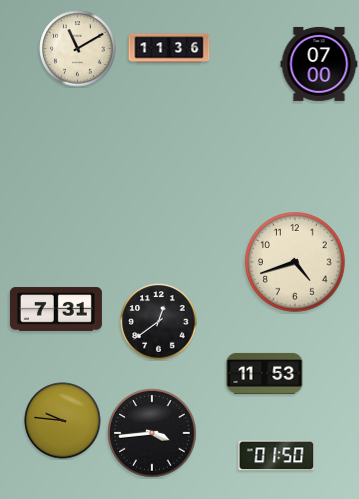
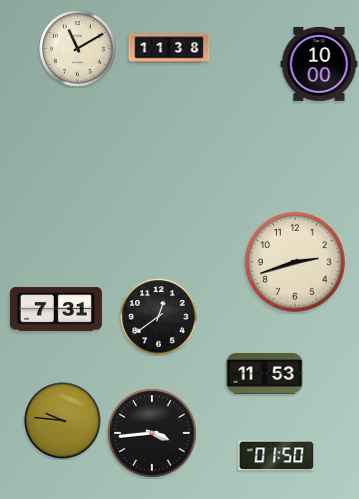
clock at (169, 48): 11:36 -> 11:38
clock at (319, 64): 07:00 -> 10:00
clock at (295, 262): 4:42 -> 2:42
clock at (159, 322) position: (159, 322) -> (159, 317)
